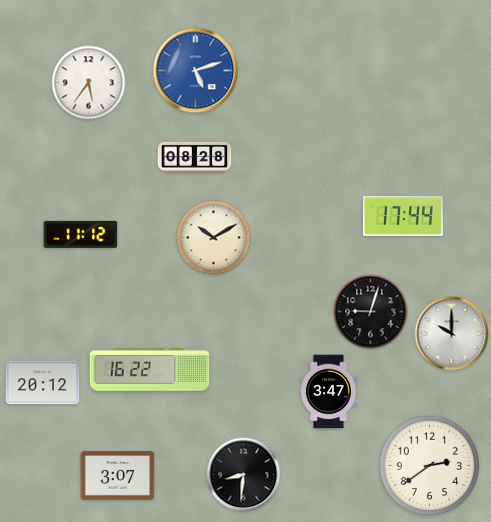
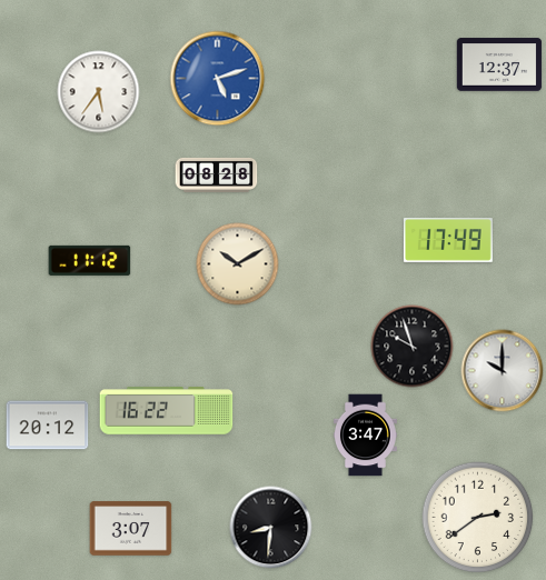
clock at (499, 64): none -> 12:37
clock at (403, 216): 17:44 -> 17:49
clock at (371, 312): 9:03 -> 9:57
